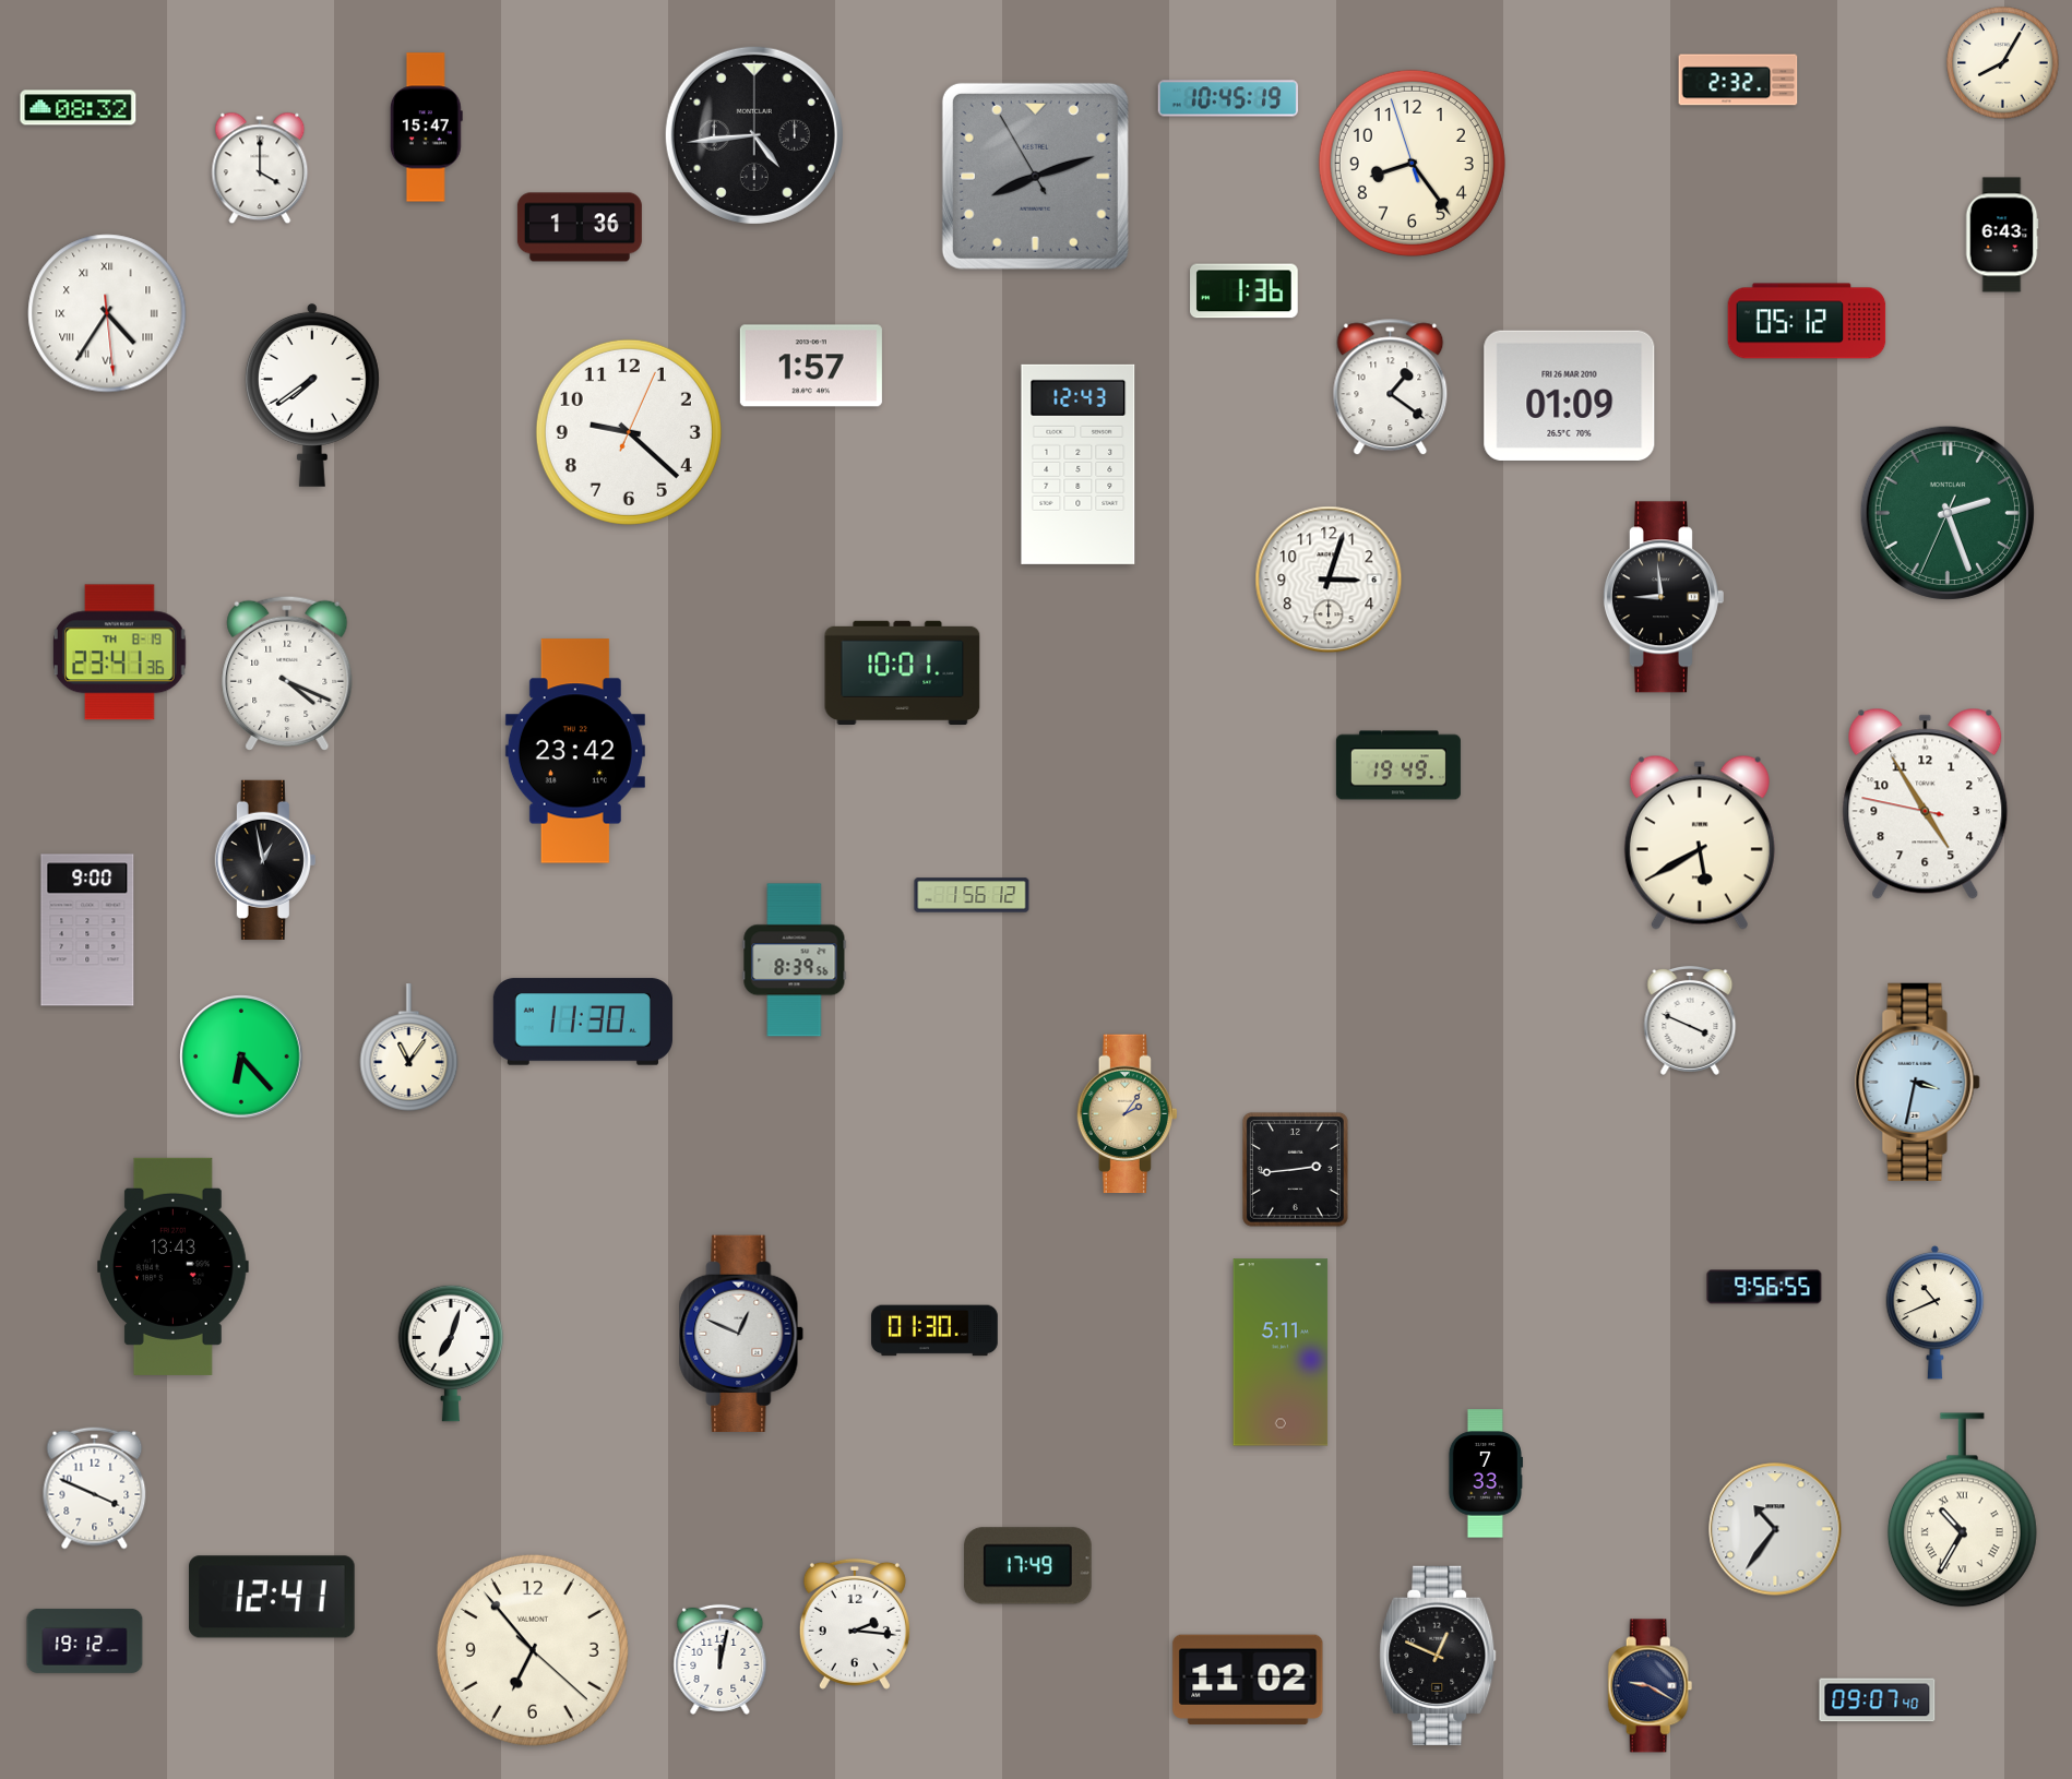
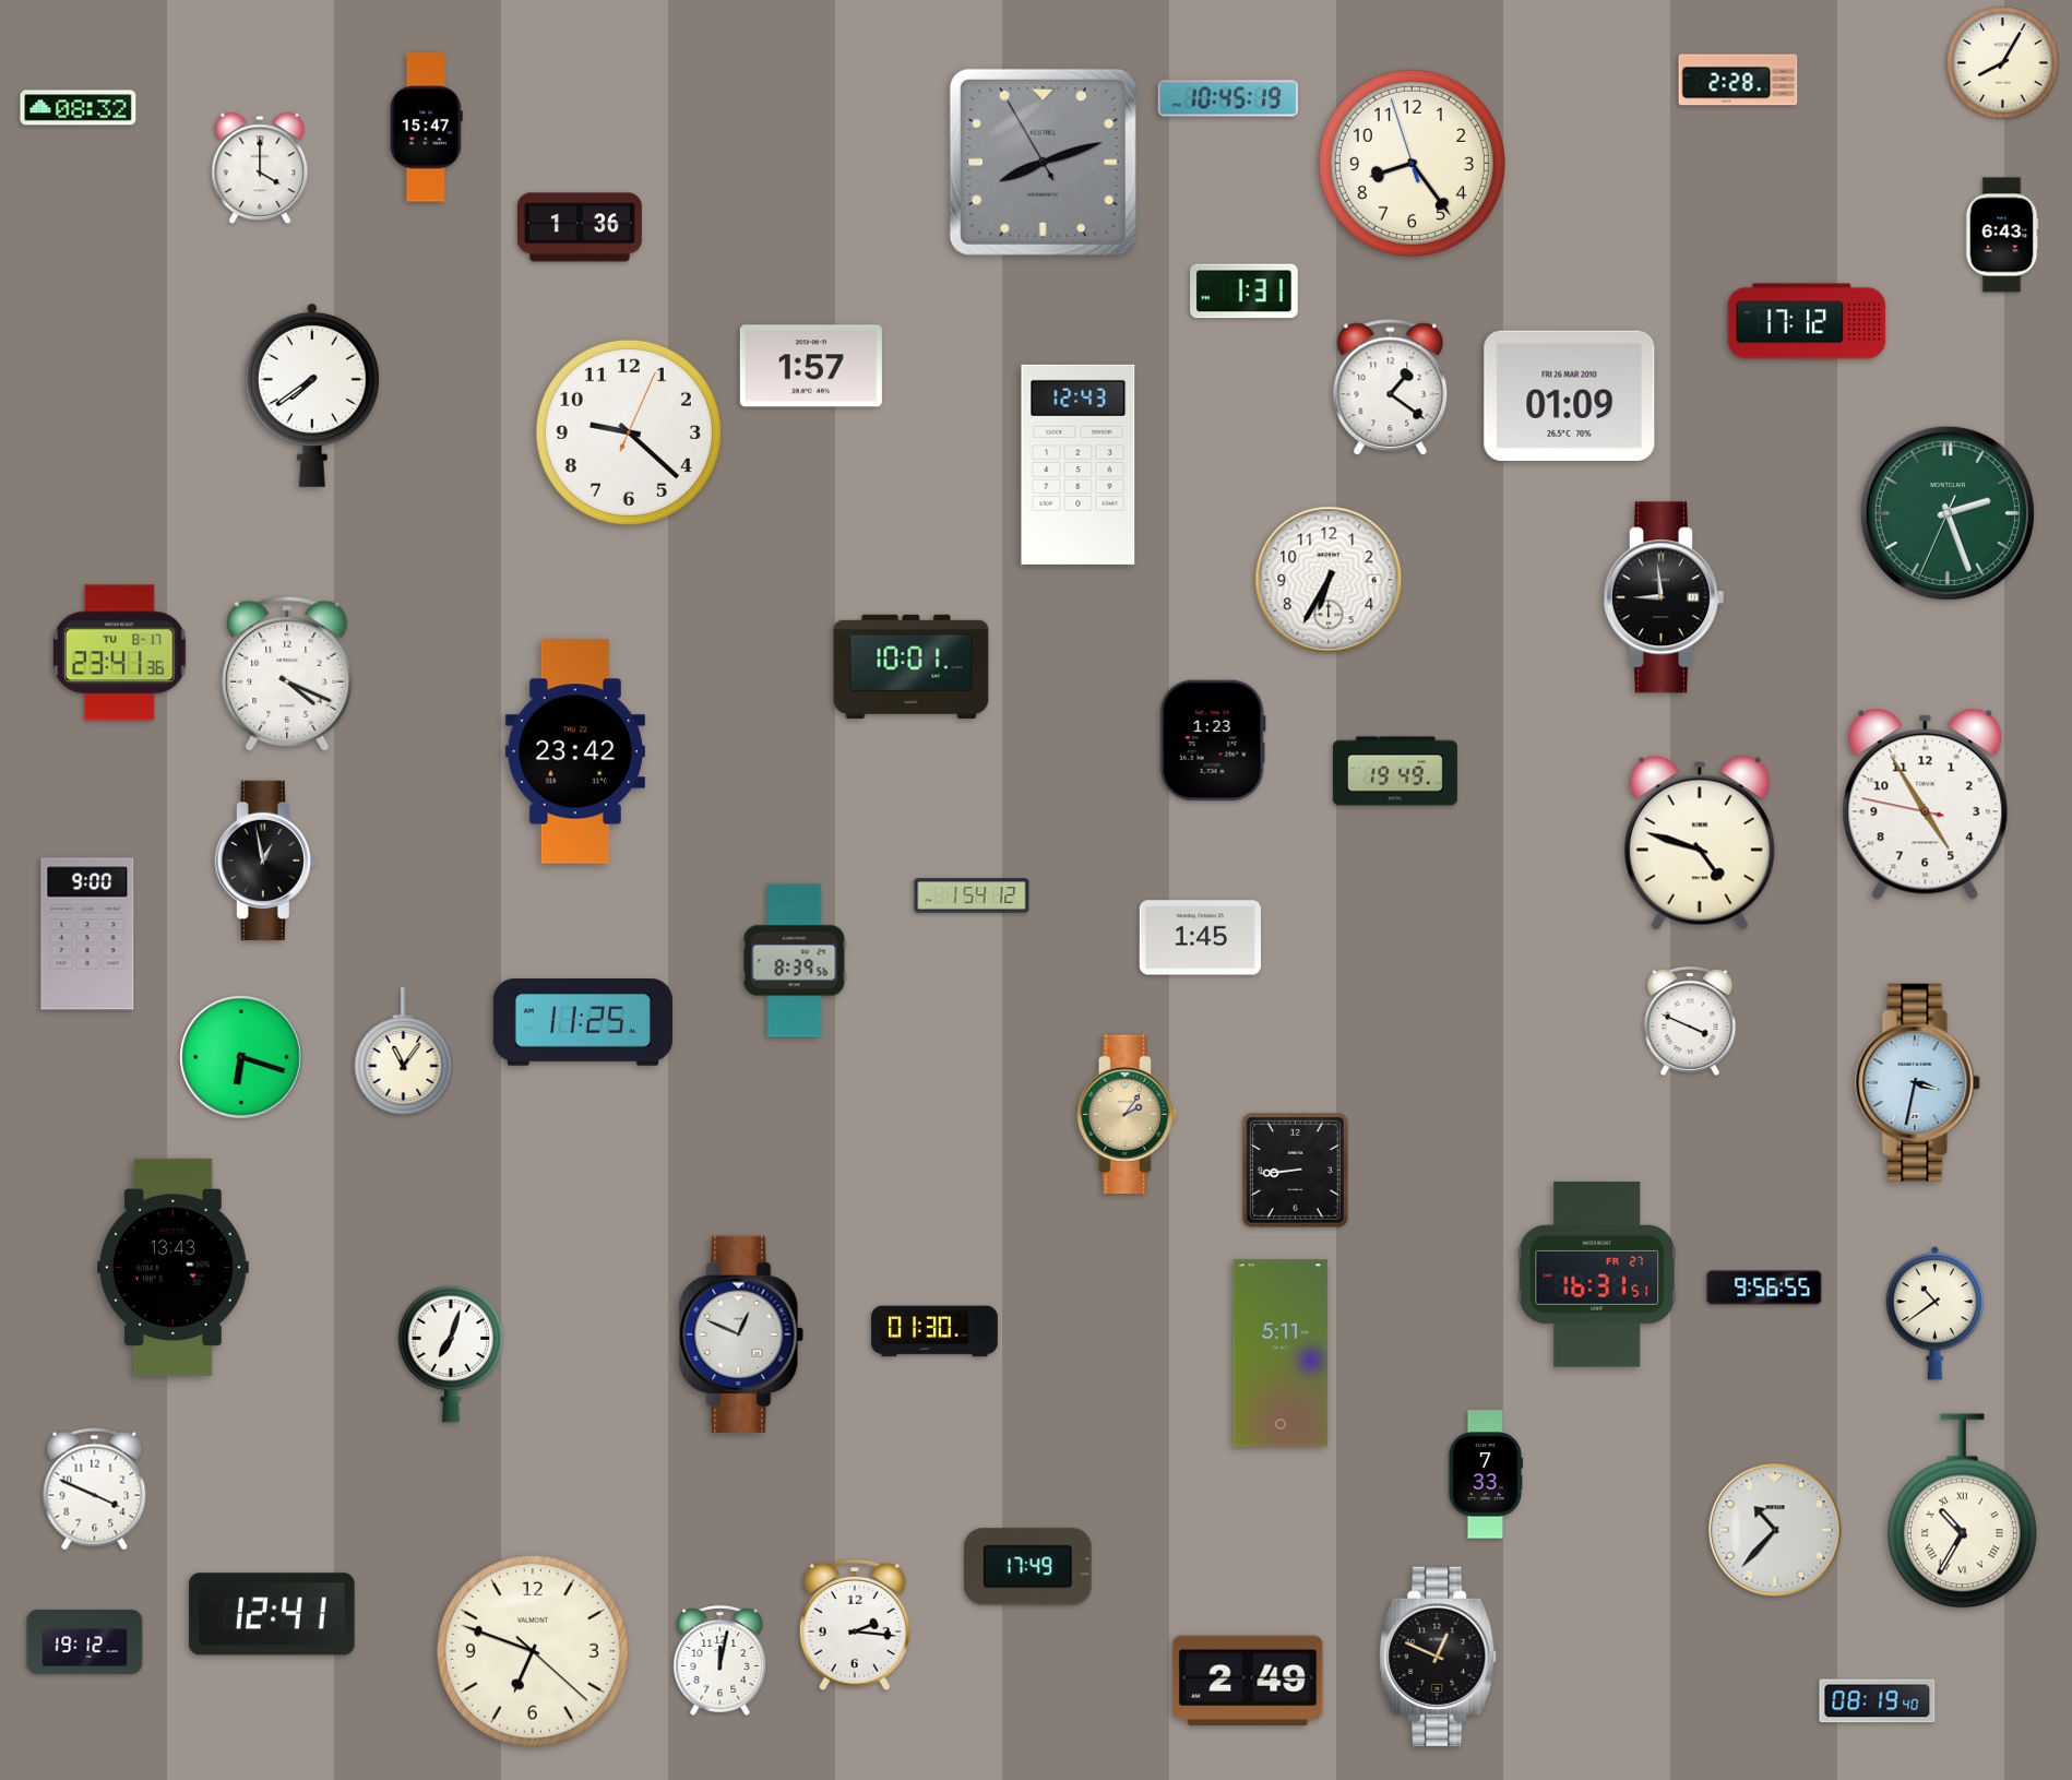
clock at (1738, 80): 2:32 -> 2:28
clock at (754, 135): 4:44 -> none
clock at (1035, 176) position: (1035, 176) -> (1043, 162)
clock at (1245, 291): 1:36 -> 1:31
clock at (107, 313): 4:35 -> none
clock at (1807, 321): 05:12 -> 17:12
clock at (1329, 580): 3:03 -> 6:35
clock at (120, 653) date: TH 8-19 -> TU 8-17
clock at (903, 672) position: (903, 672) -> (912, 666)
clock at (1213, 740): none -> 1:23
clock at (1398, 765) position: (1398, 765) -> (1395, 771)
clock at (1700, 843): 5:40 -> 4:48
clock at (972, 895): 1:56 -> 1:54
clock at (87, 930) position: (87, 930) -> (87, 934)
clock at (1200, 938): none -> 1:45
clock at (583, 1022): 11:30 -> 11:25
clock at (409, 1048) position: (409, 1048) -> (404, 1052)
clock at (241, 1056): 6:23 -> 6:18
clock at (1296, 1170): 2:44 -> 8:44
clock at (1597, 1274): none -> 16:31
clock at (1936, 1312): 10:41 -> 10:39
clock at (1775, 1529): 10:36 -> 10:37
clock at (272, 1597) position: (272, 1597) -> (272, 1614)
clock at (533, 1650): 6:53 -> 6:48
clock at (1248, 1680): 11:02 -> 2:49
clock at (1651, 1686): 9:20 -> none
clock at (1878, 1700): 09:07 -> 08:19
